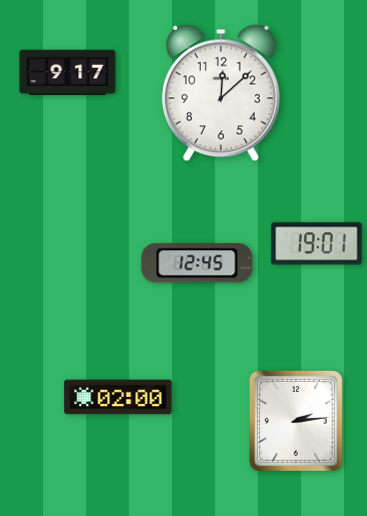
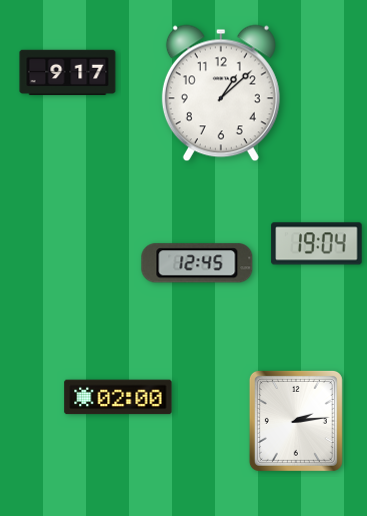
clock at (221, 93): 12:08 -> 1:08
clock at (317, 244): 19:01 -> 19:04
